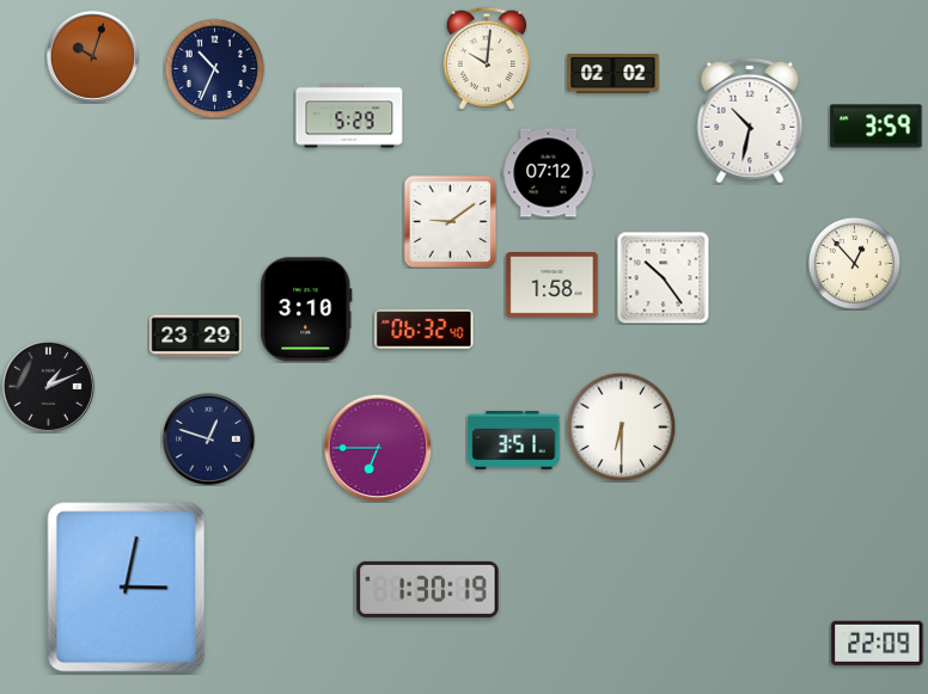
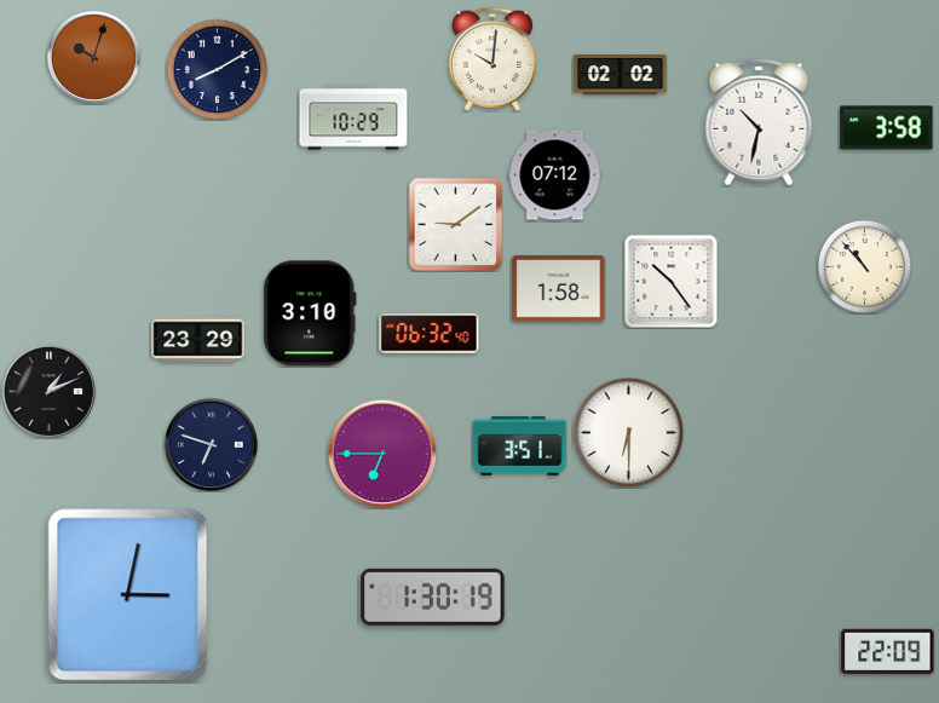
clock at (214, 68): 10:34 -> 8:10
clock at (349, 116): 5:29 -> 10:29
clock at (877, 127): 3:59 -> 3:58
clock at (854, 263): 12:53 -> 10:53
clock at (208, 438): 12:48 -> 6:48
